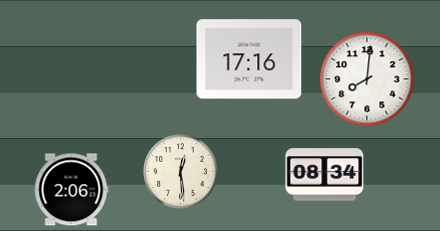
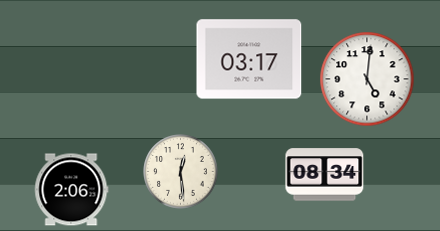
clock at (249, 59): 17:16 -> 03:17
clock at (367, 79): 8:01 -> 5:01
